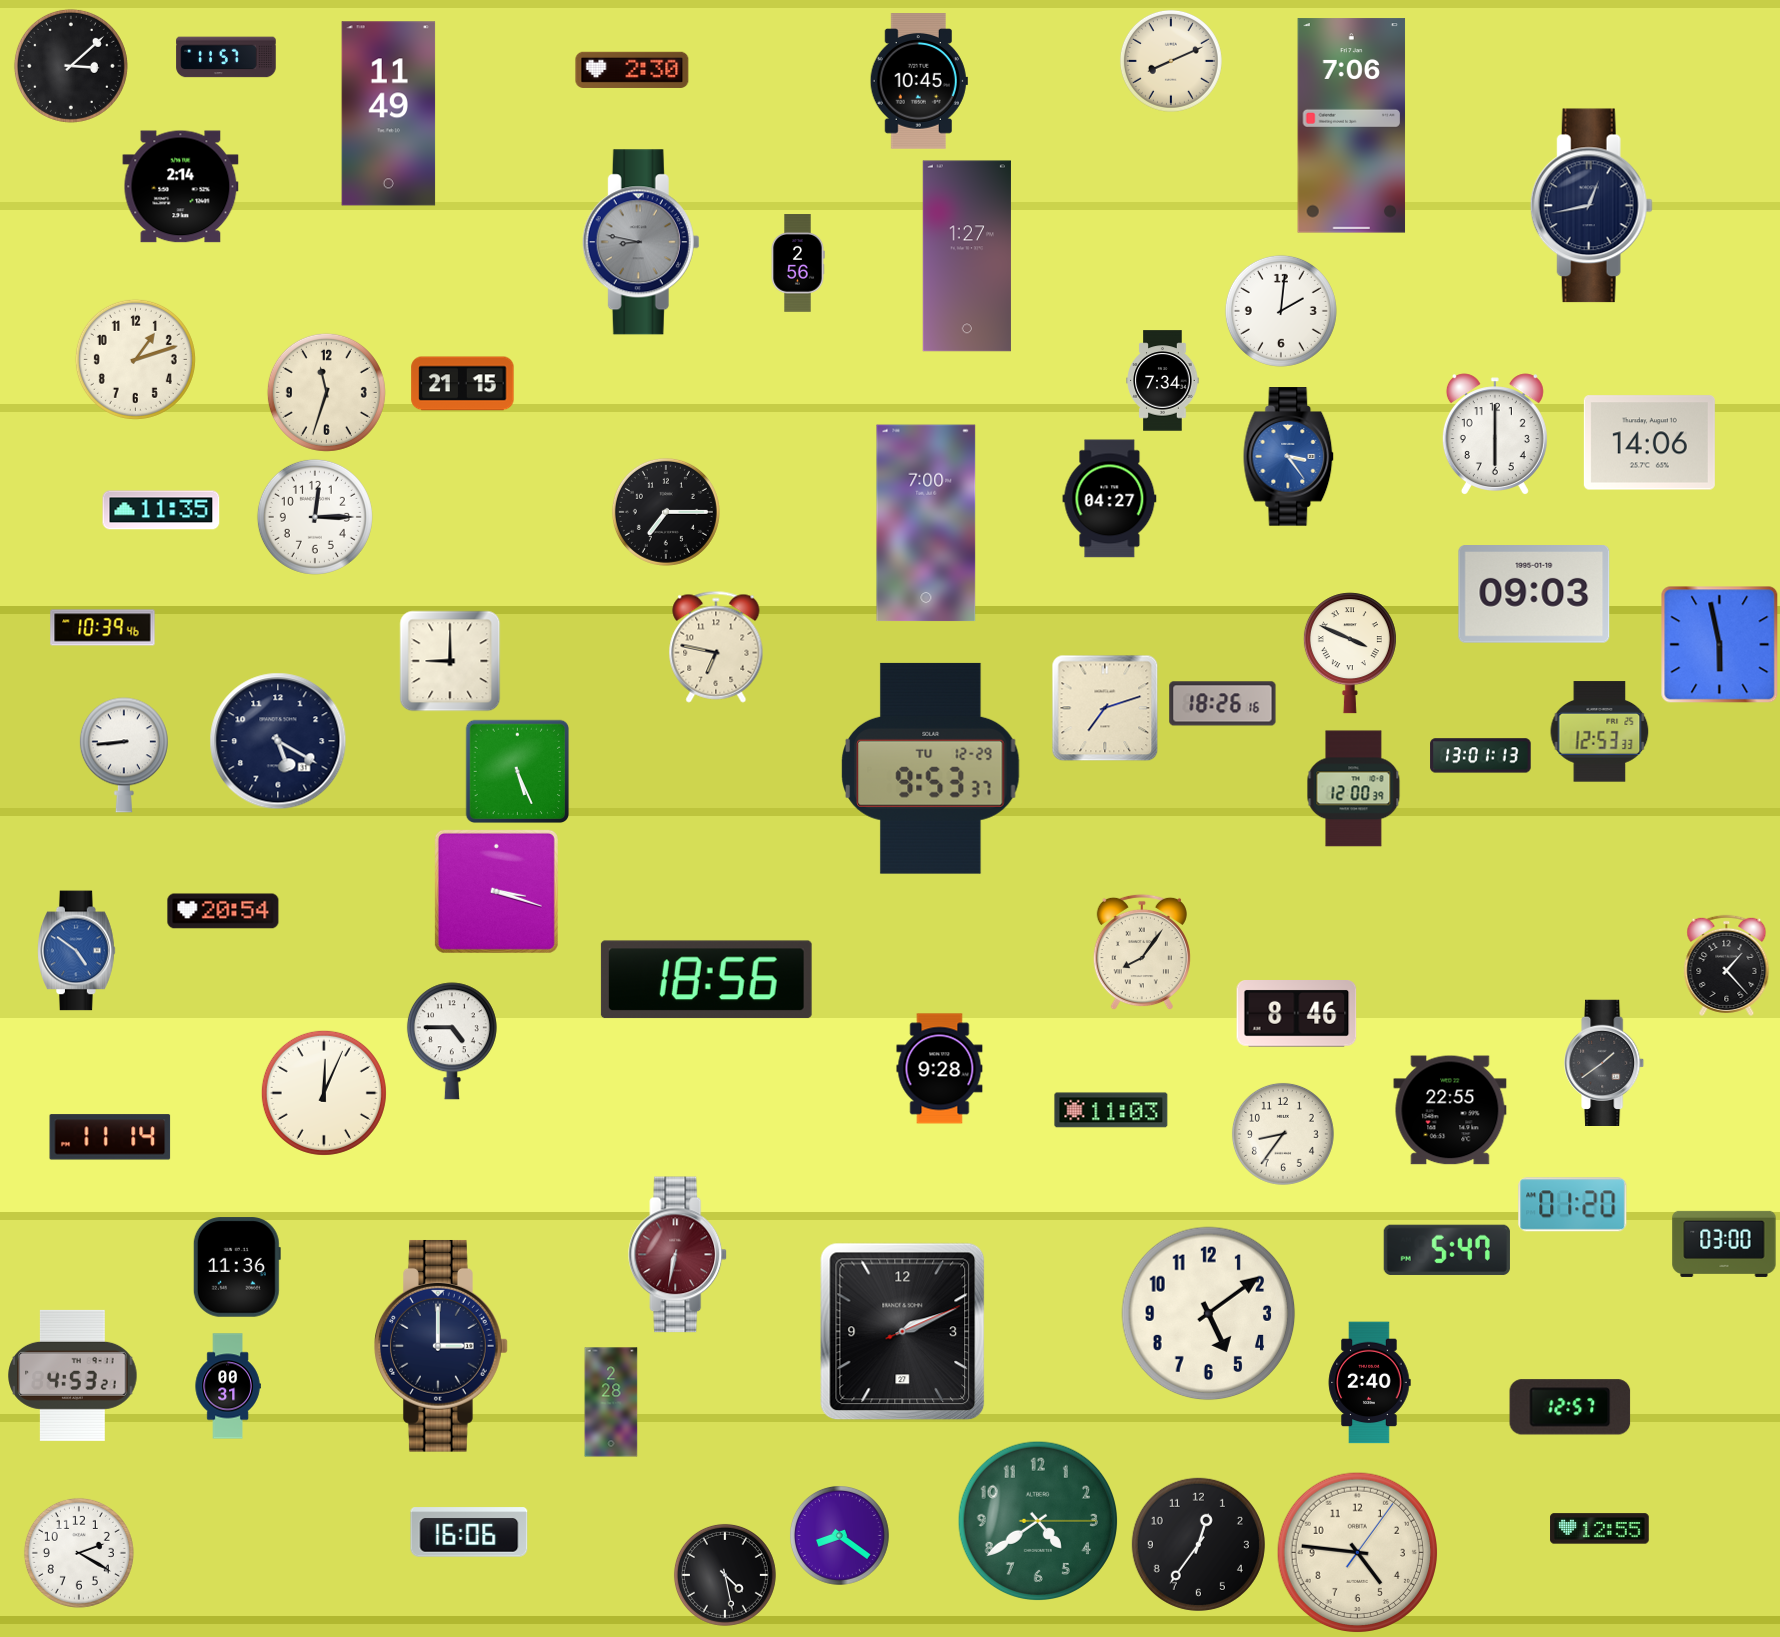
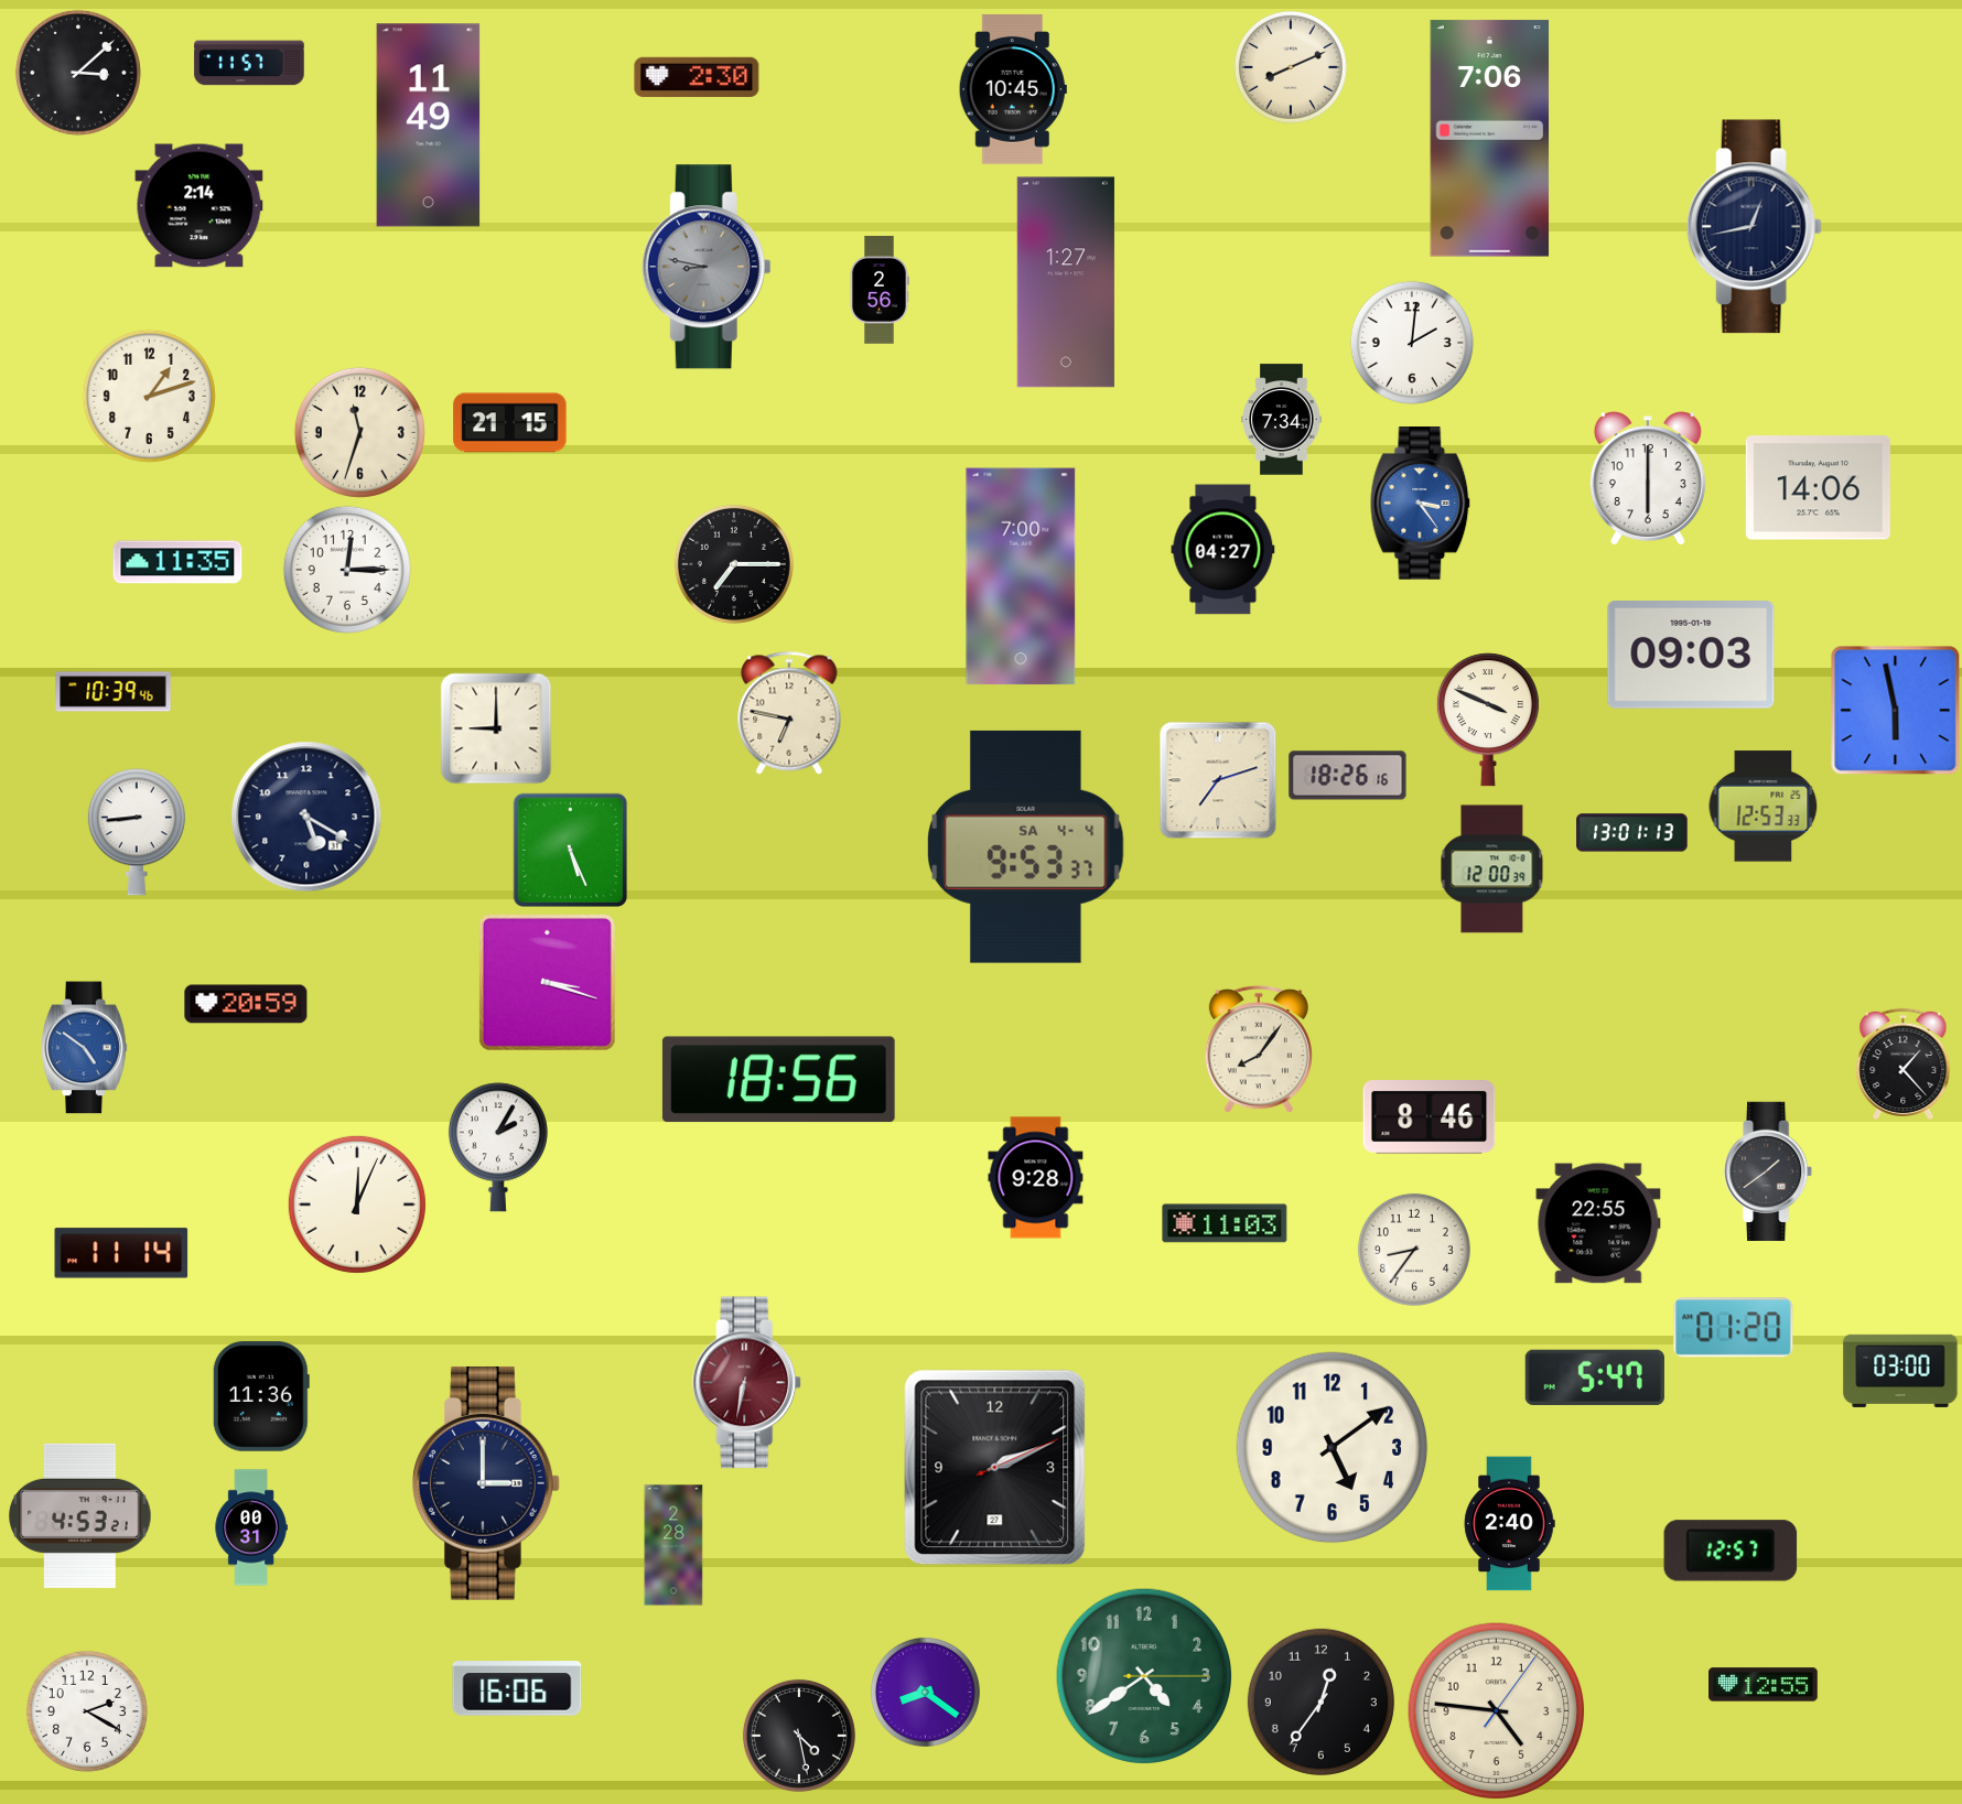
clock at (931, 768) date: TU 12-29 -> SA 4-4
clock at (223, 911): 20:54 -> 20:59
clock at (452, 1041): 4:45 -> 2:05
